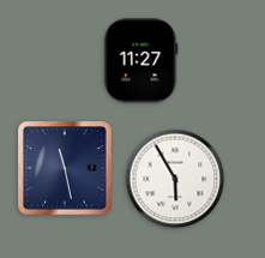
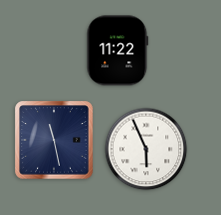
clock at (141, 61): 11:27 -> 11:22
clock at (175, 179): 5:55 -> 5:56
